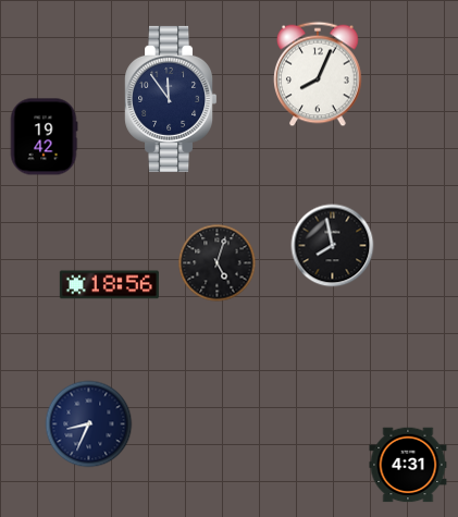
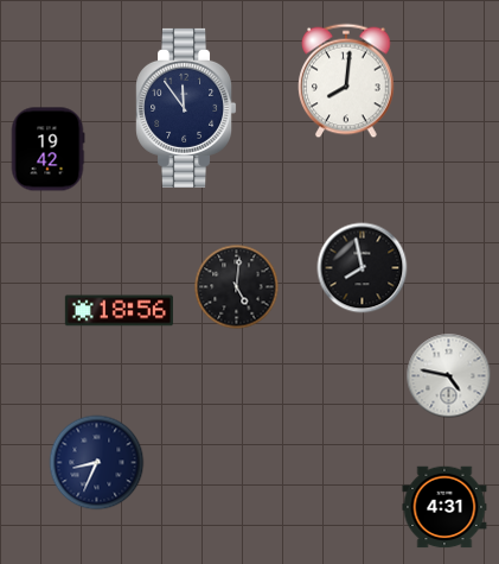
clock at (318, 74): 8:04 -> 8:01
clock at (218, 263): 5:03 -> 5:01
clock at (449, 376): none -> 4:47
